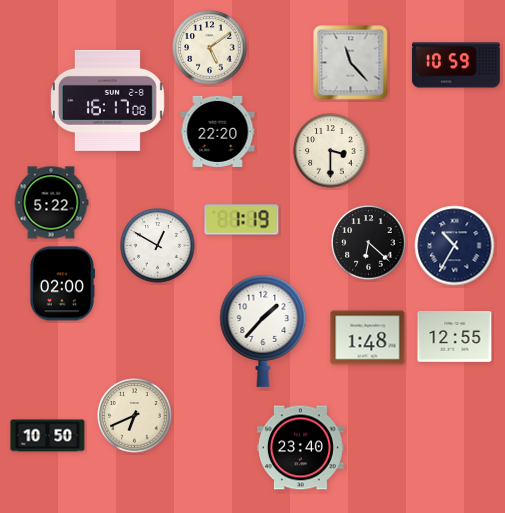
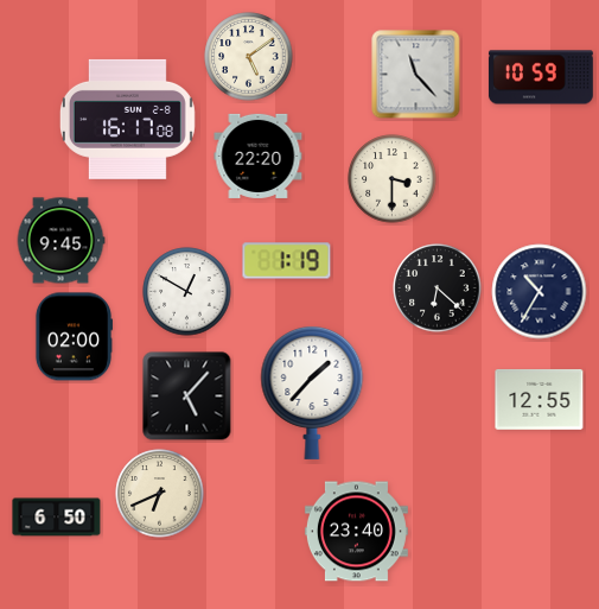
clock at (51, 203): 5:22 -> 9:45
clock at (187, 397): none -> 5:07
clock at (368, 338): 1:48 -> none
clock at (48, 436): 10:50 -> 6:50
